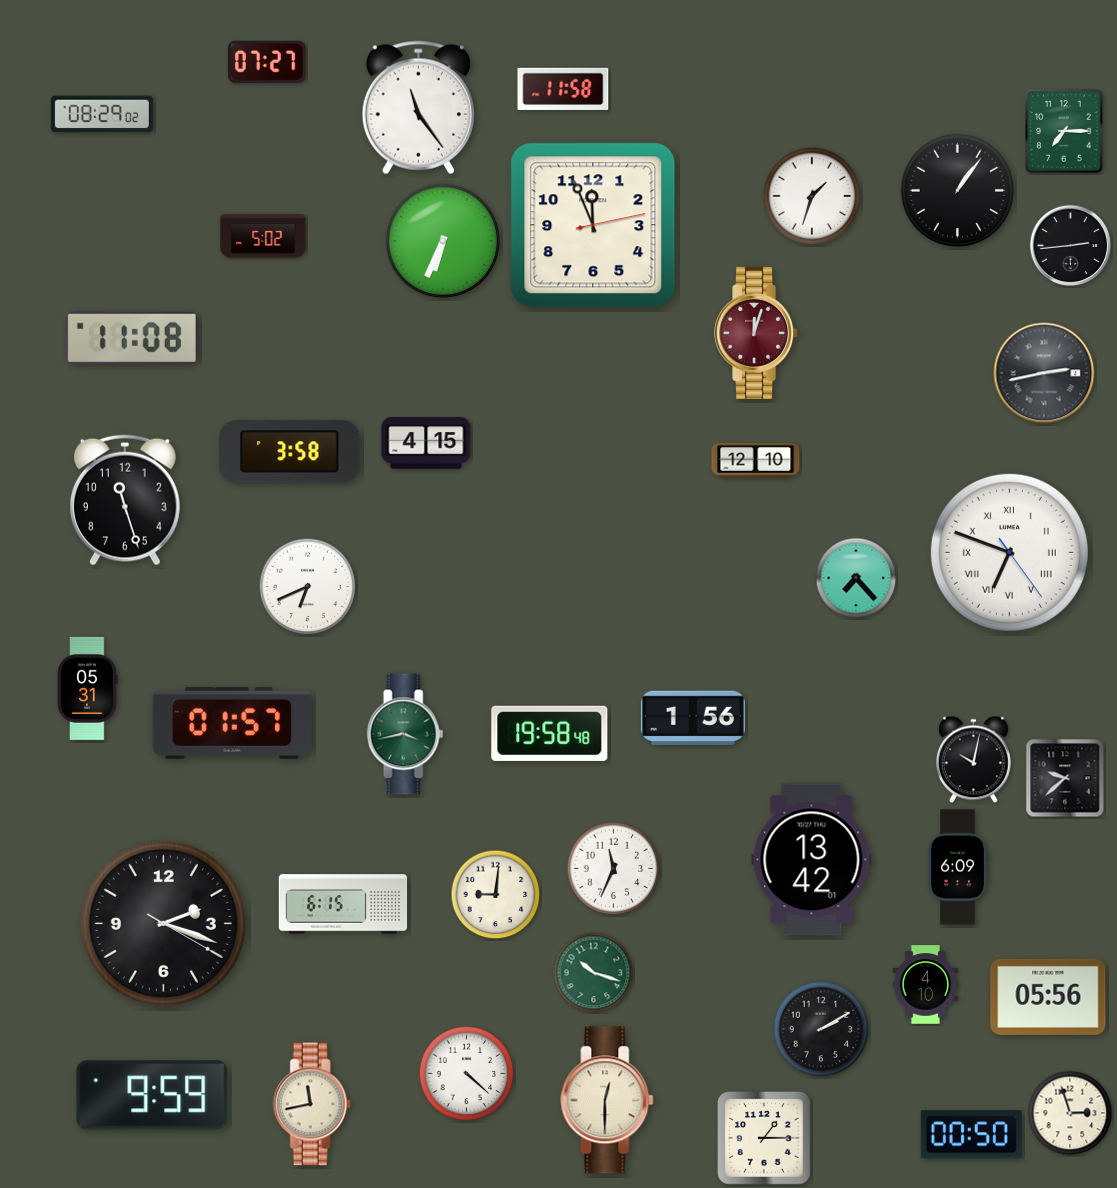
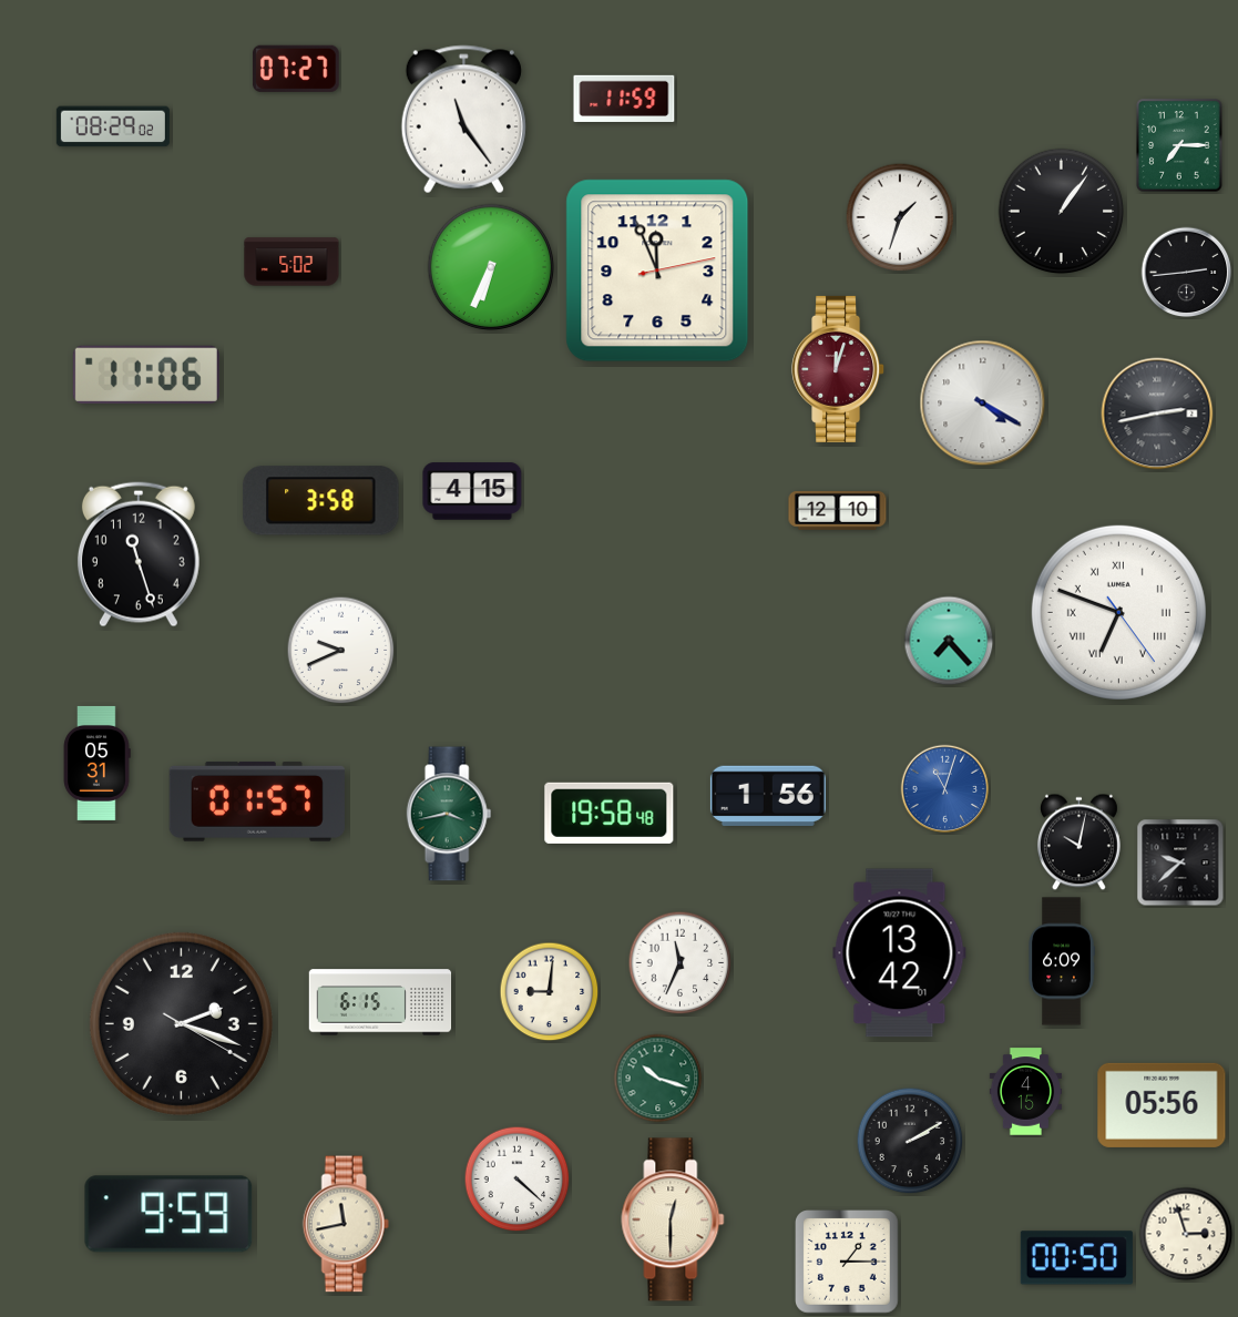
clock at (563, 88): 11:58 -> 11:59
clock at (593, 225) position: (593, 225) -> (657, 270)
clock at (132, 338): 11:08 -> 11:06
clock at (983, 404): none -> 4:20
clock at (308, 587): 6:41 -> 9:41
clock at (945, 789): none -> 11:03
clock at (925, 985): 4:10 -> 4:15
clock at (467, 1074) position: (467, 1074) -> (518, 1180)
